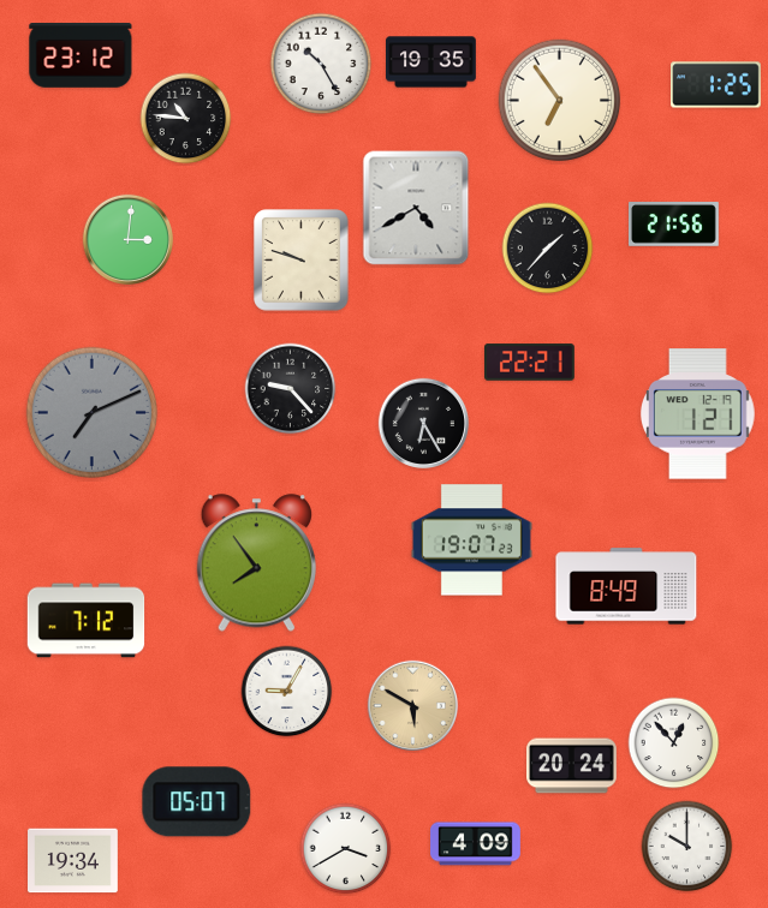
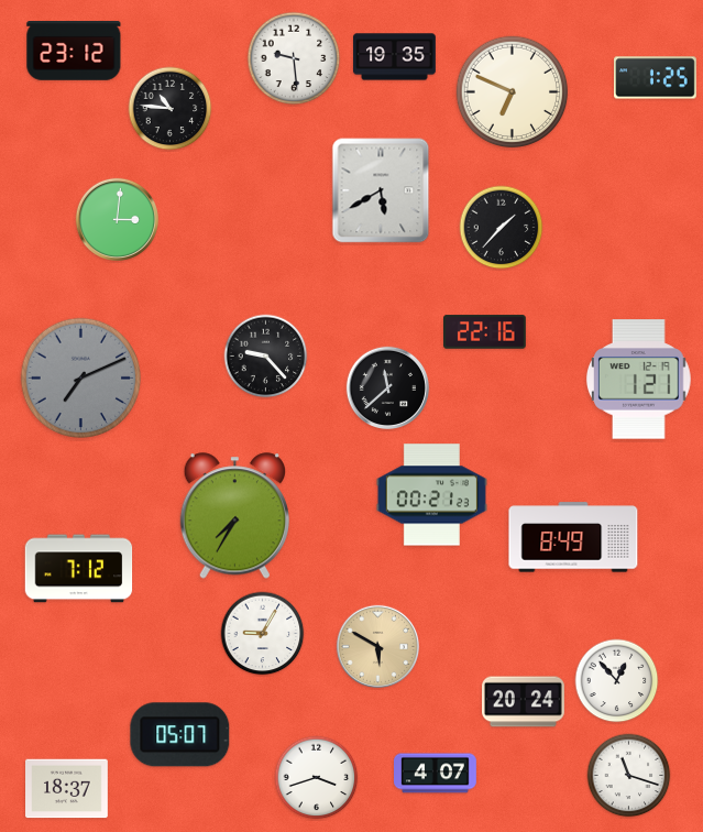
clock at (321, 64): 10:25 -> 9:29
clock at (560, 101): 6:54 -> 6:49
clock at (416, 208): 4:40 -> 5:40
clock at (674, 225): 21:56 -> none
clock at (302, 261): 9:48 -> none
clock at (530, 363): 22:21 -> 22:16
clock at (91, 413) position: (91, 413) -> (80, 379)
clock at (423, 423): 6:25 -> 11:38
clock at (471, 540): 19:07 -> 00:21
clock at (256, 563): 7:54 -> 7:35
clock at (476, 844): 4:09 -> 4:07
clock at (687, 847): 10:00 -> 11:18
clock at (346, 849): 3:40 -> 3:42
clock at (73, 861): 19:34 -> 18:37
